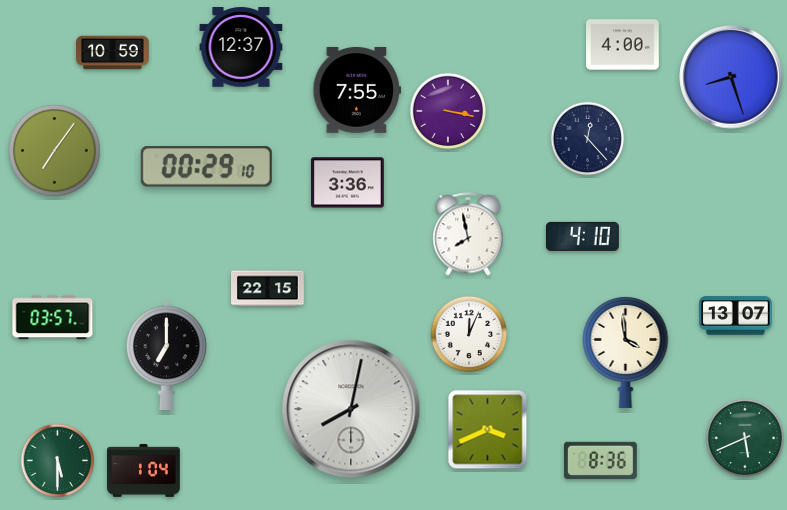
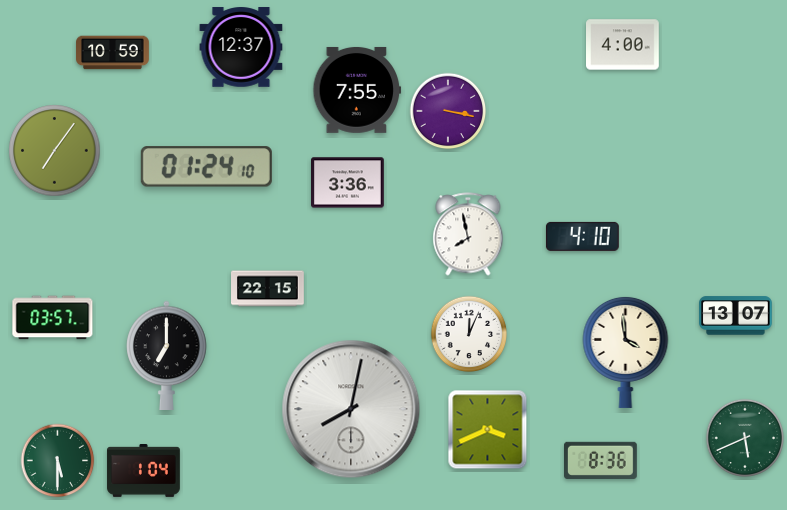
clock at (731, 77): 8:27 -> none
clock at (588, 139): 12:23 -> none
clock at (206, 167): 00:29 -> 01:24
